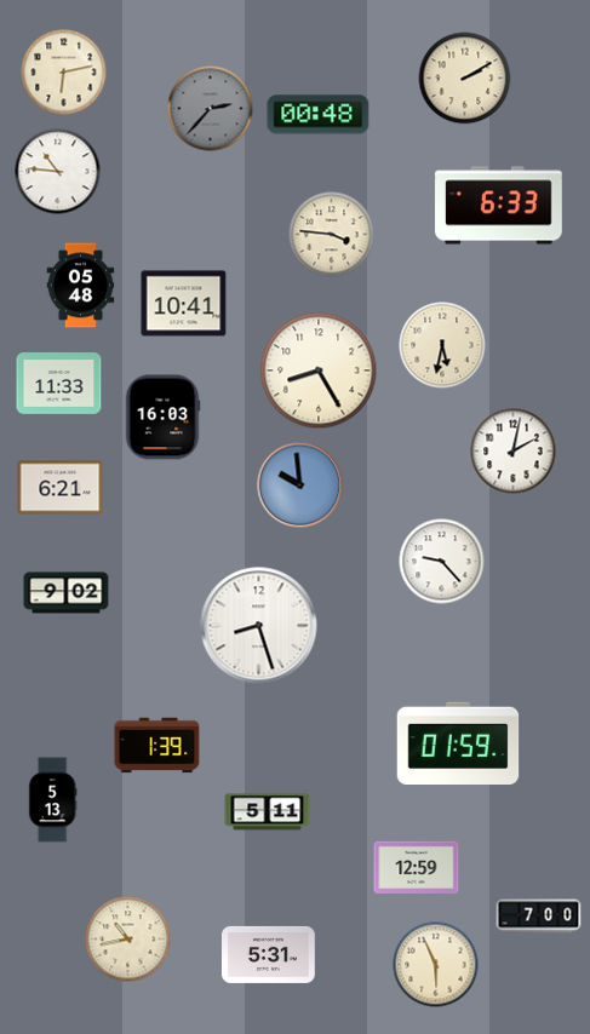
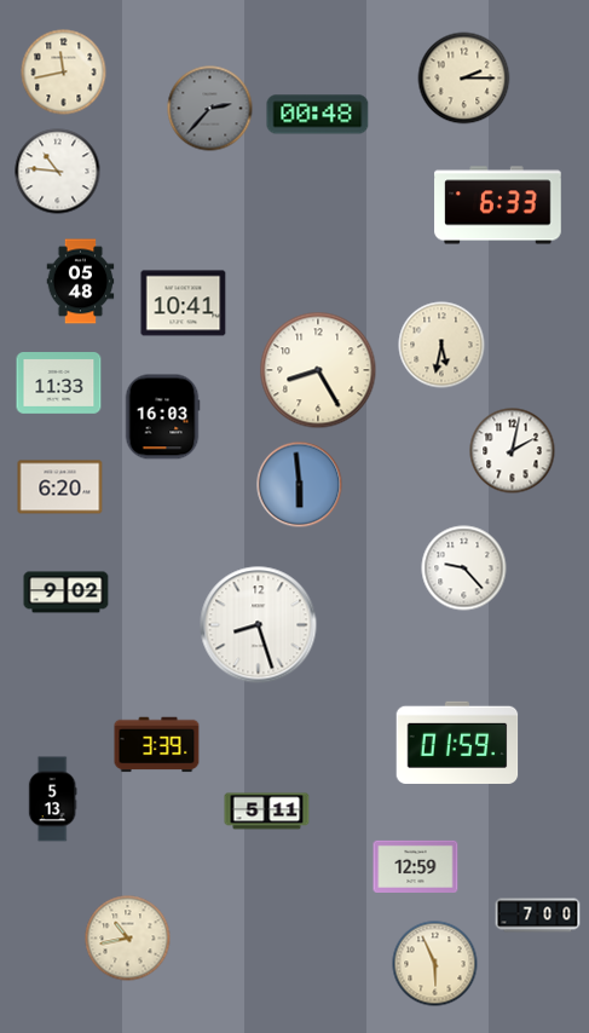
clock at (64, 73): 6:13 -> 11:43
clock at (465, 79): 2:10 -> 2:15
clock at (332, 235): 3:46 -> none
clock at (81, 286) position: (81, 286) -> (81, 282)
clock at (300, 486): 9:59 -> 5:59
clock at (61, 488): 6:21 -> 6:20
clock at (442, 562) position: (442, 562) -> (464, 569)
clock at (157, 746): 1:39 -> 3:39
clock at (269, 954): 5:31 -> none
